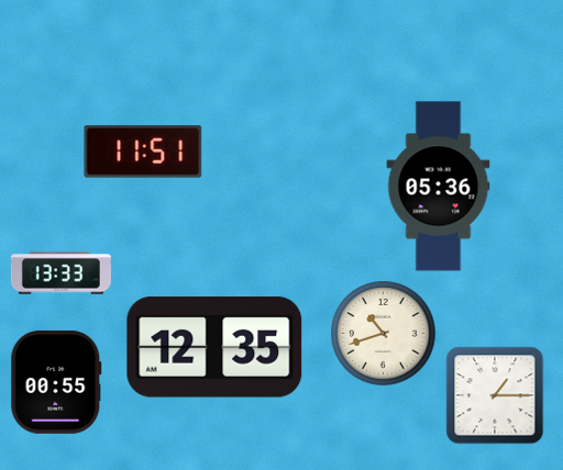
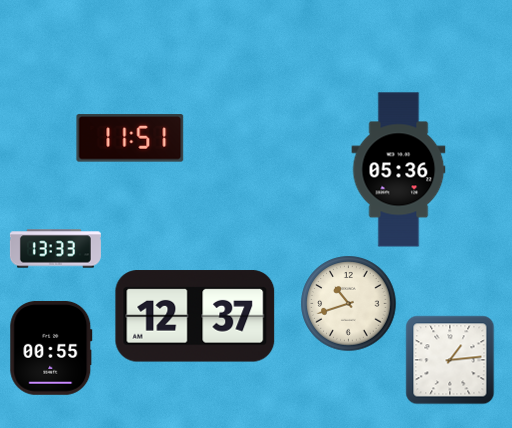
clock at (214, 347): 12:35 -> 12:37
clock at (495, 395): 1:15 -> 1:14
